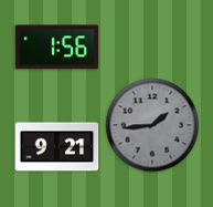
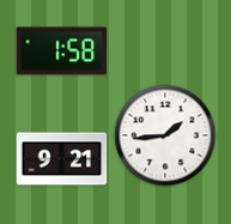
clock at (57, 48): 1:56 -> 1:58
clock at (152, 125) dial: grey -> white
